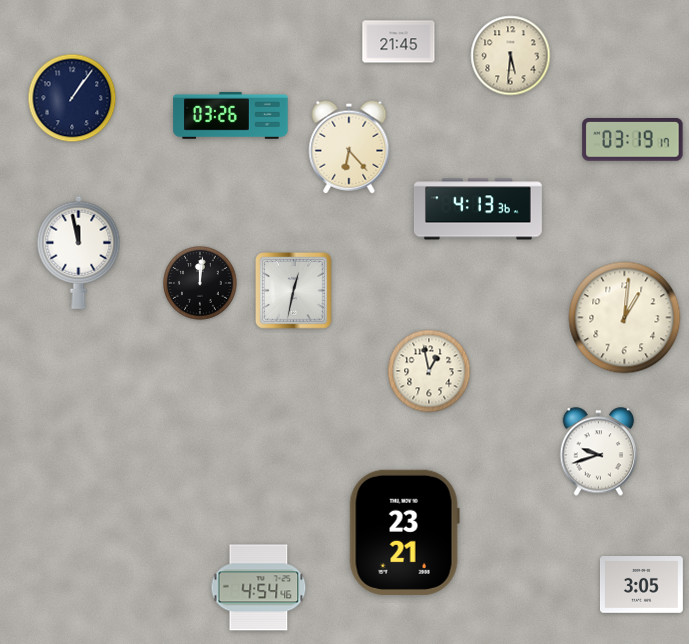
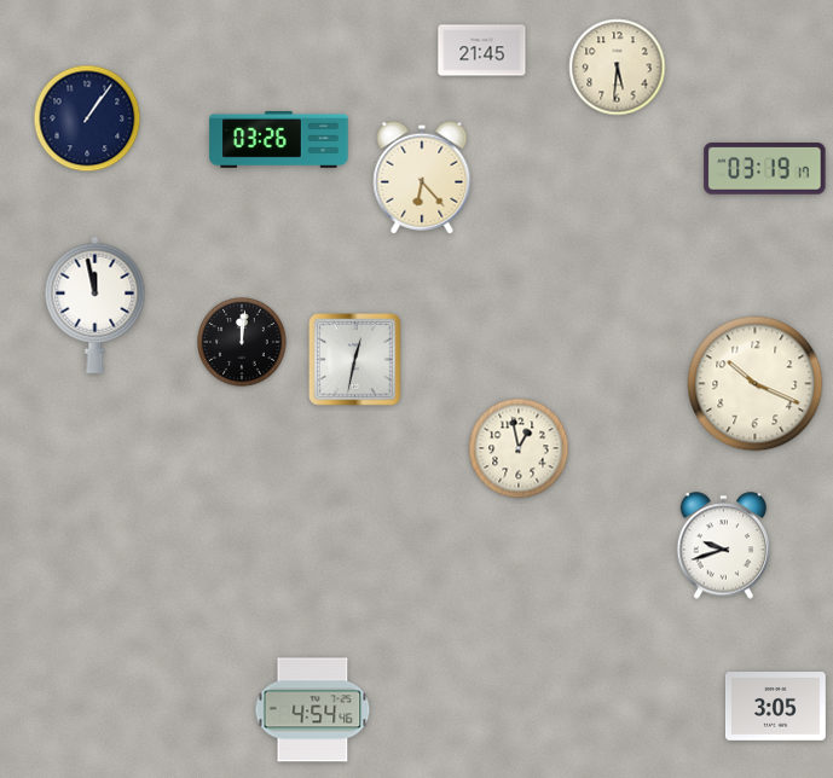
clock at (478, 209): 4:13 -> none
clock at (294, 291) position: (294, 291) -> (355, 360)
clock at (625, 318): 1:01 -> 10:19
clock at (404, 532): 23:21 -> none
